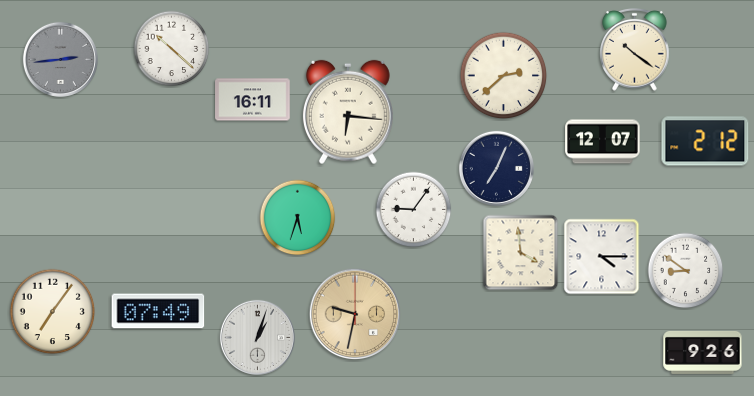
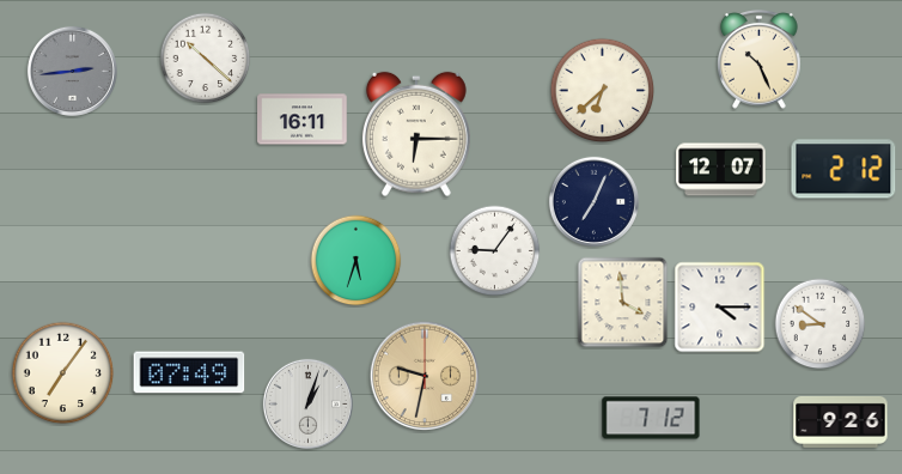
clock at (635, 49): 10:21 -> 10:26
clock at (504, 76): 2:38 -> 6:38
clock at (348, 112): 6:16 -> 6:15
clock at (651, 418): none -> 7:12
